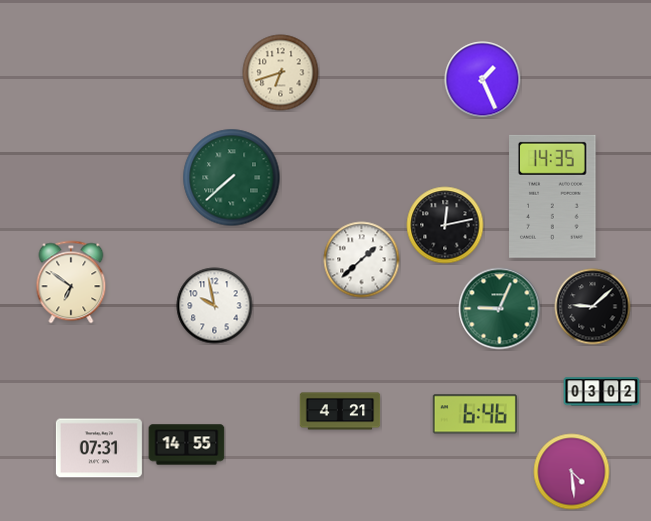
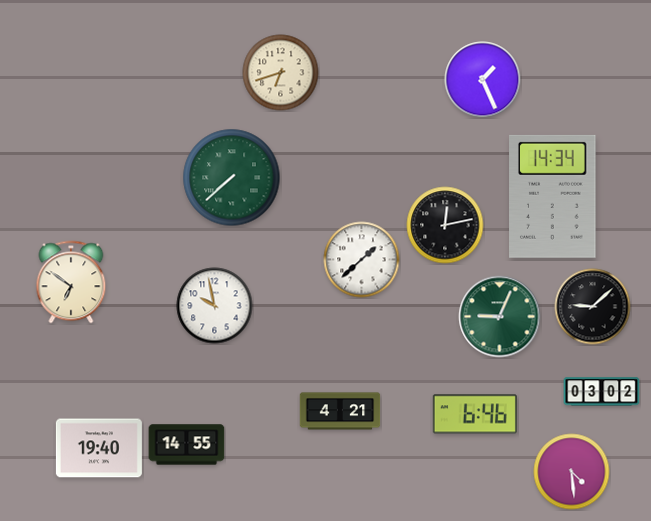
clock at (553, 196): 14:35 -> 14:34
clock at (500, 309) position: (500, 309) -> (500, 317)
clock at (99, 448): 07:31 -> 19:40
